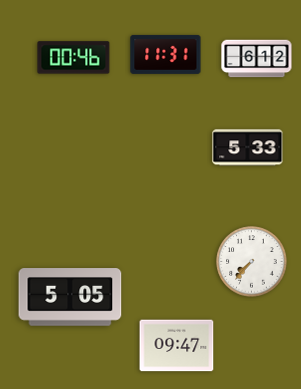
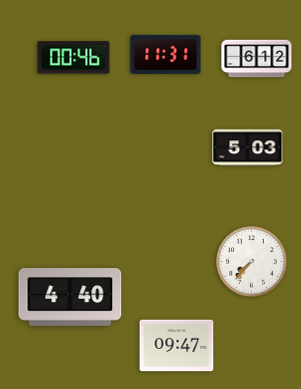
clock at (248, 148): 5:33 -> 5:03
clock at (70, 297): 5:05 -> 4:40
